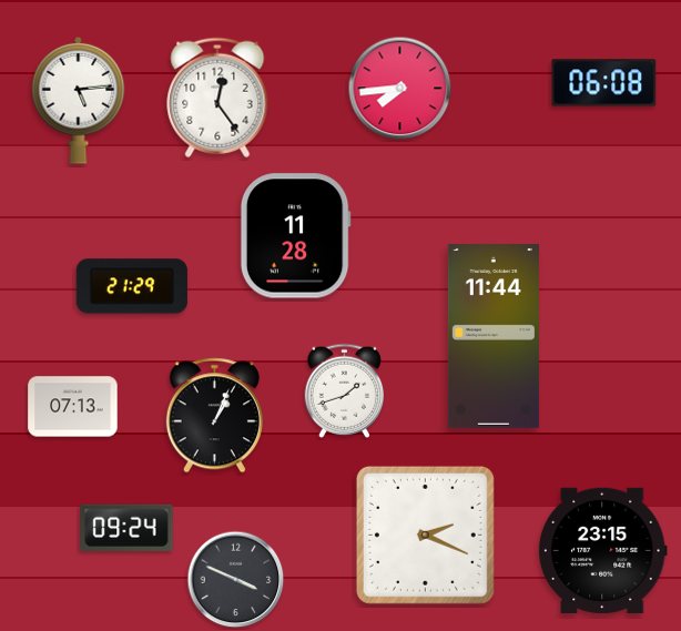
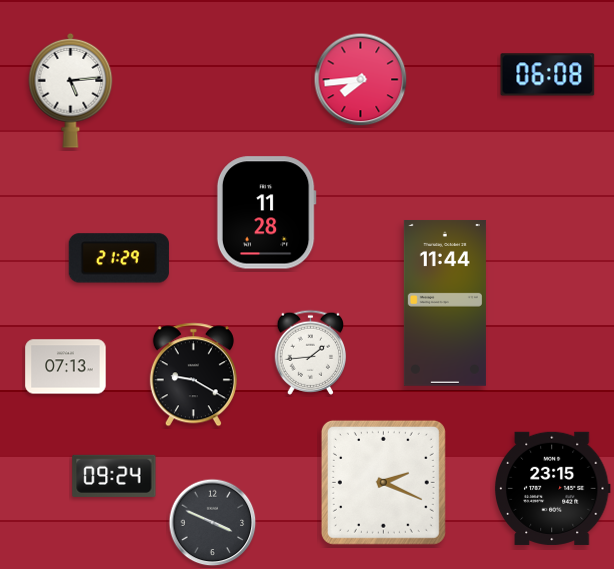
clock at (604, 83) position: (604, 83) -> (548, 75)
clock at (217, 98): 12:24 -> none
clock at (344, 390): 1:42 -> 1:44
clock at (214, 416): 1:04 -> 9:20
clock at (602, 550) position: (602, 550) -> (552, 488)
